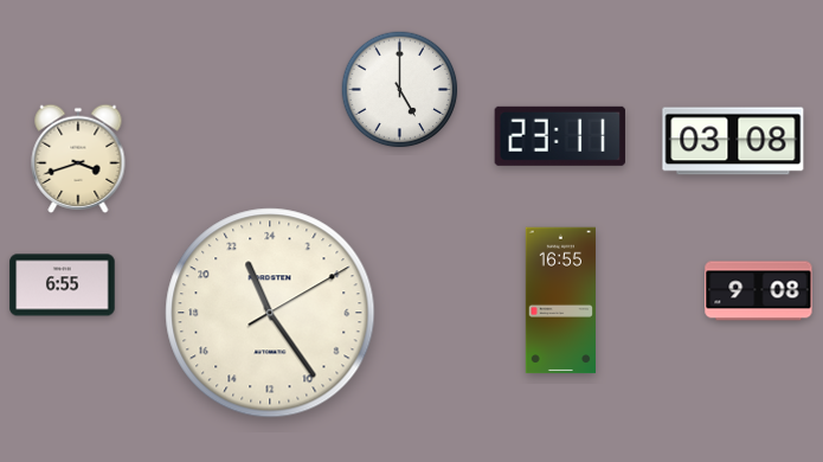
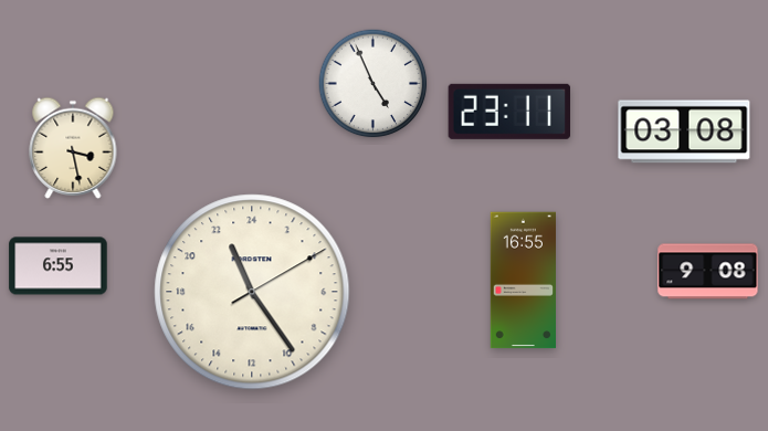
clock at (400, 90): 5:00 -> 4:56
clock at (560, 136) position: (560, 136) -> (509, 112)
clock at (78, 159): 3:42 -> 3:28
